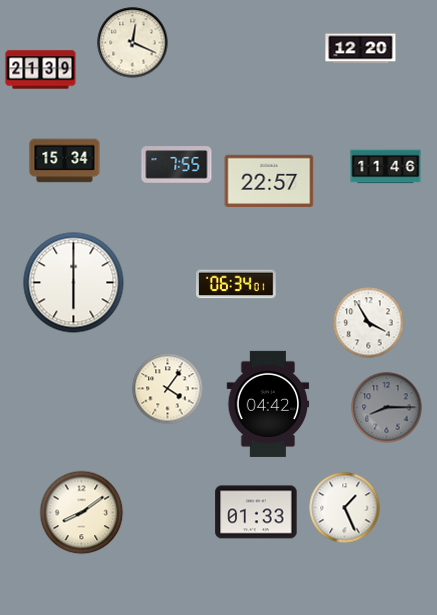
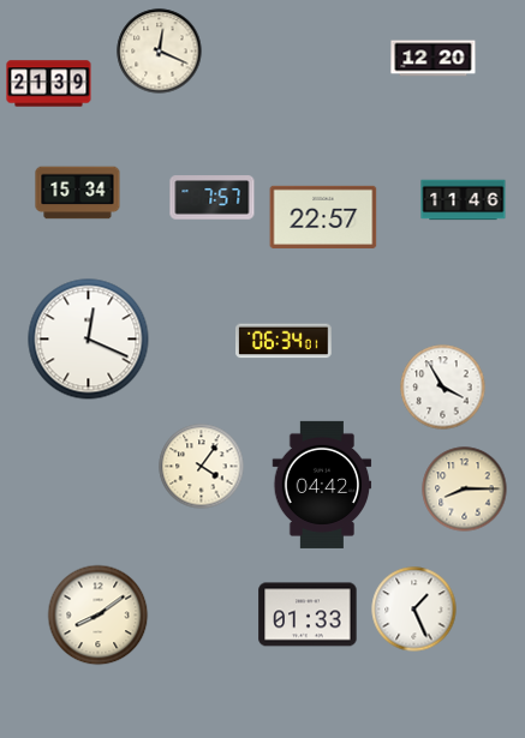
clock at (177, 165): 7:55 -> 7:57
clock at (74, 283): 6:00 -> 12:19
clock at (387, 408) dial: grey -> cream
